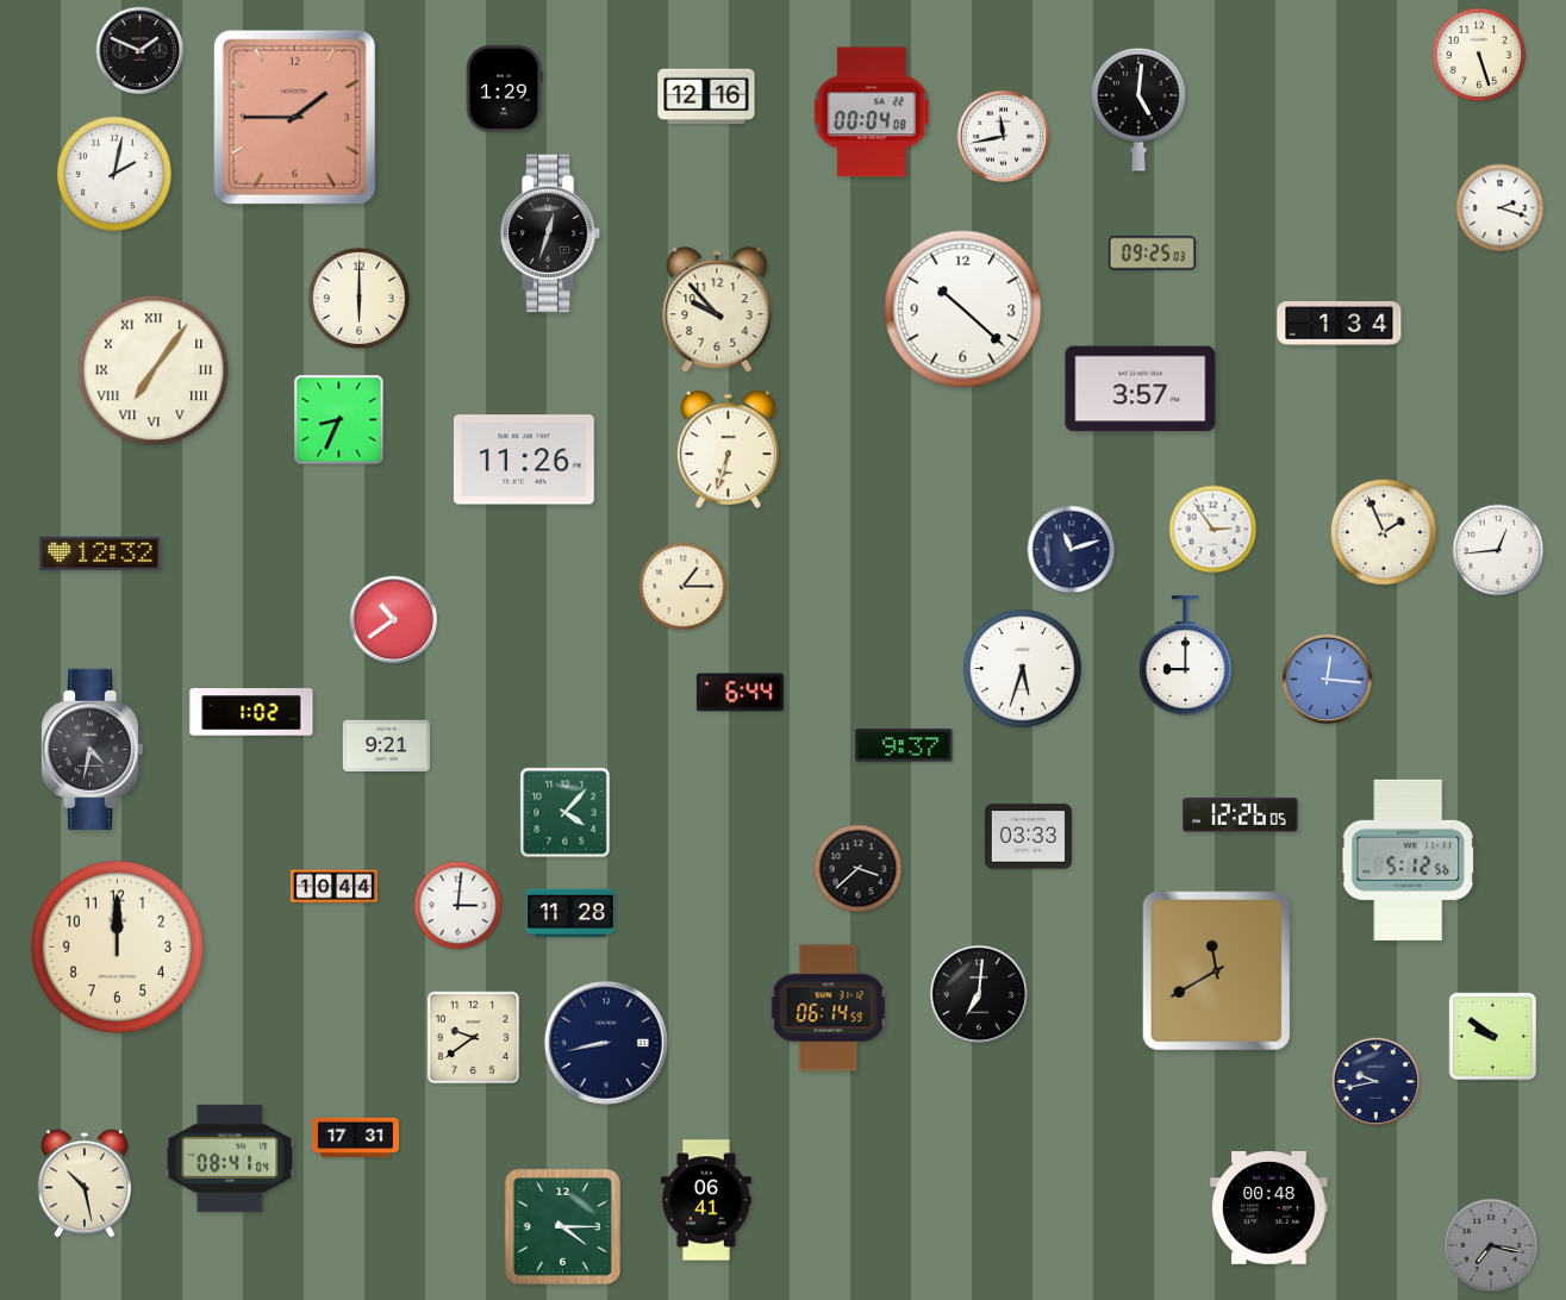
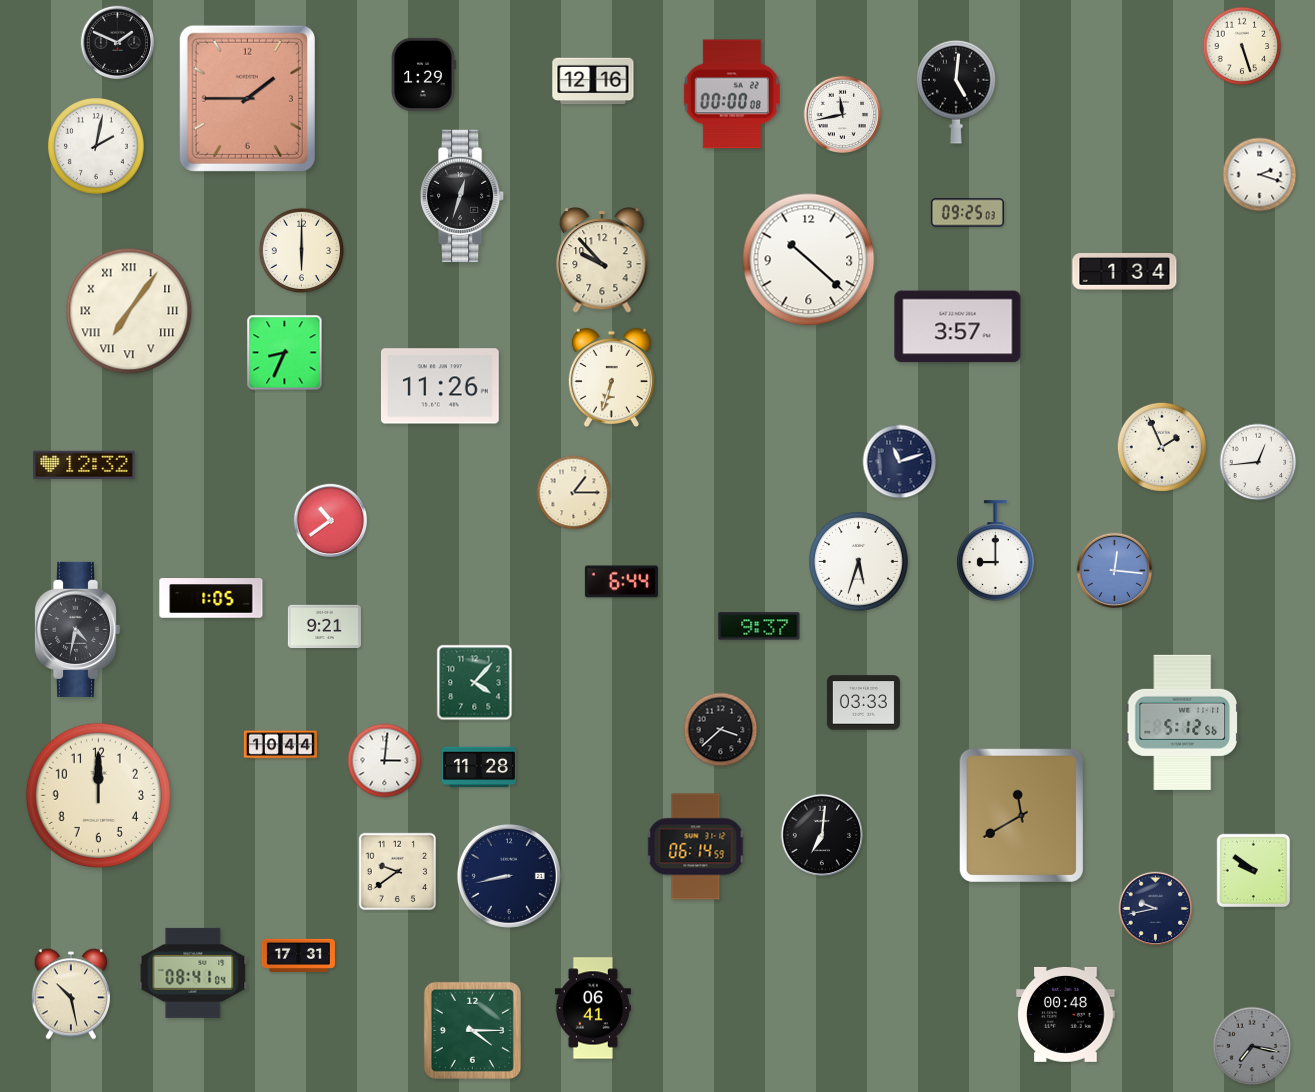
clock at (872, 112): 00:04 -> 00:00
clock at (1214, 530): 2:54 -> none
clock at (251, 712): 1:02 -> 1:05
clock at (1241, 814): 12:26 -> none
